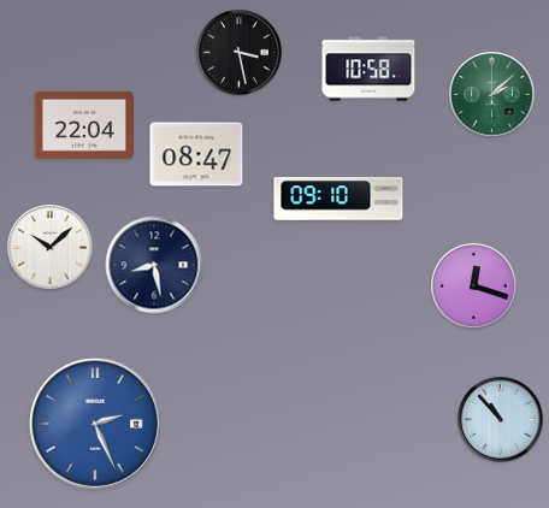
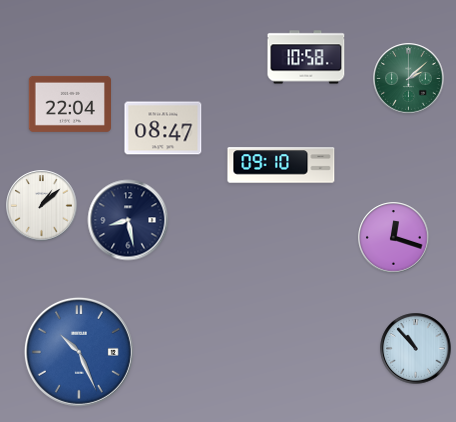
clock at (240, 53): 3:28 -> none
clock at (51, 248): 10:08 -> 1:08
clock at (95, 424): 2:26 -> 10:26
